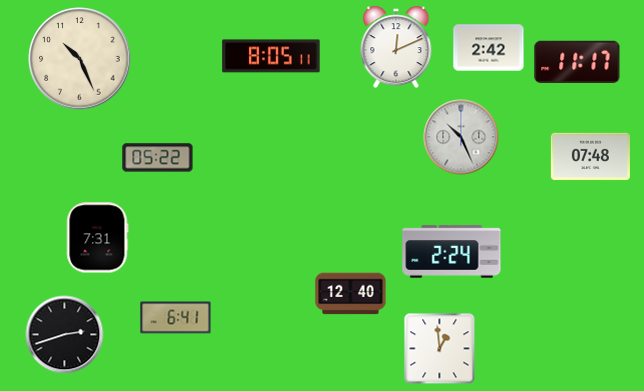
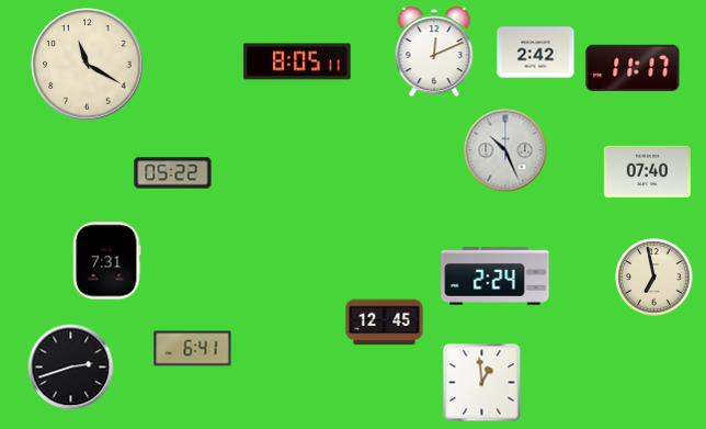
clock at (80, 59): 10:26 -> 11:20
clock at (590, 157): 07:48 -> 07:40
clock at (654, 278): none -> 6:58
clock at (351, 294): 12:40 -> 12:45
